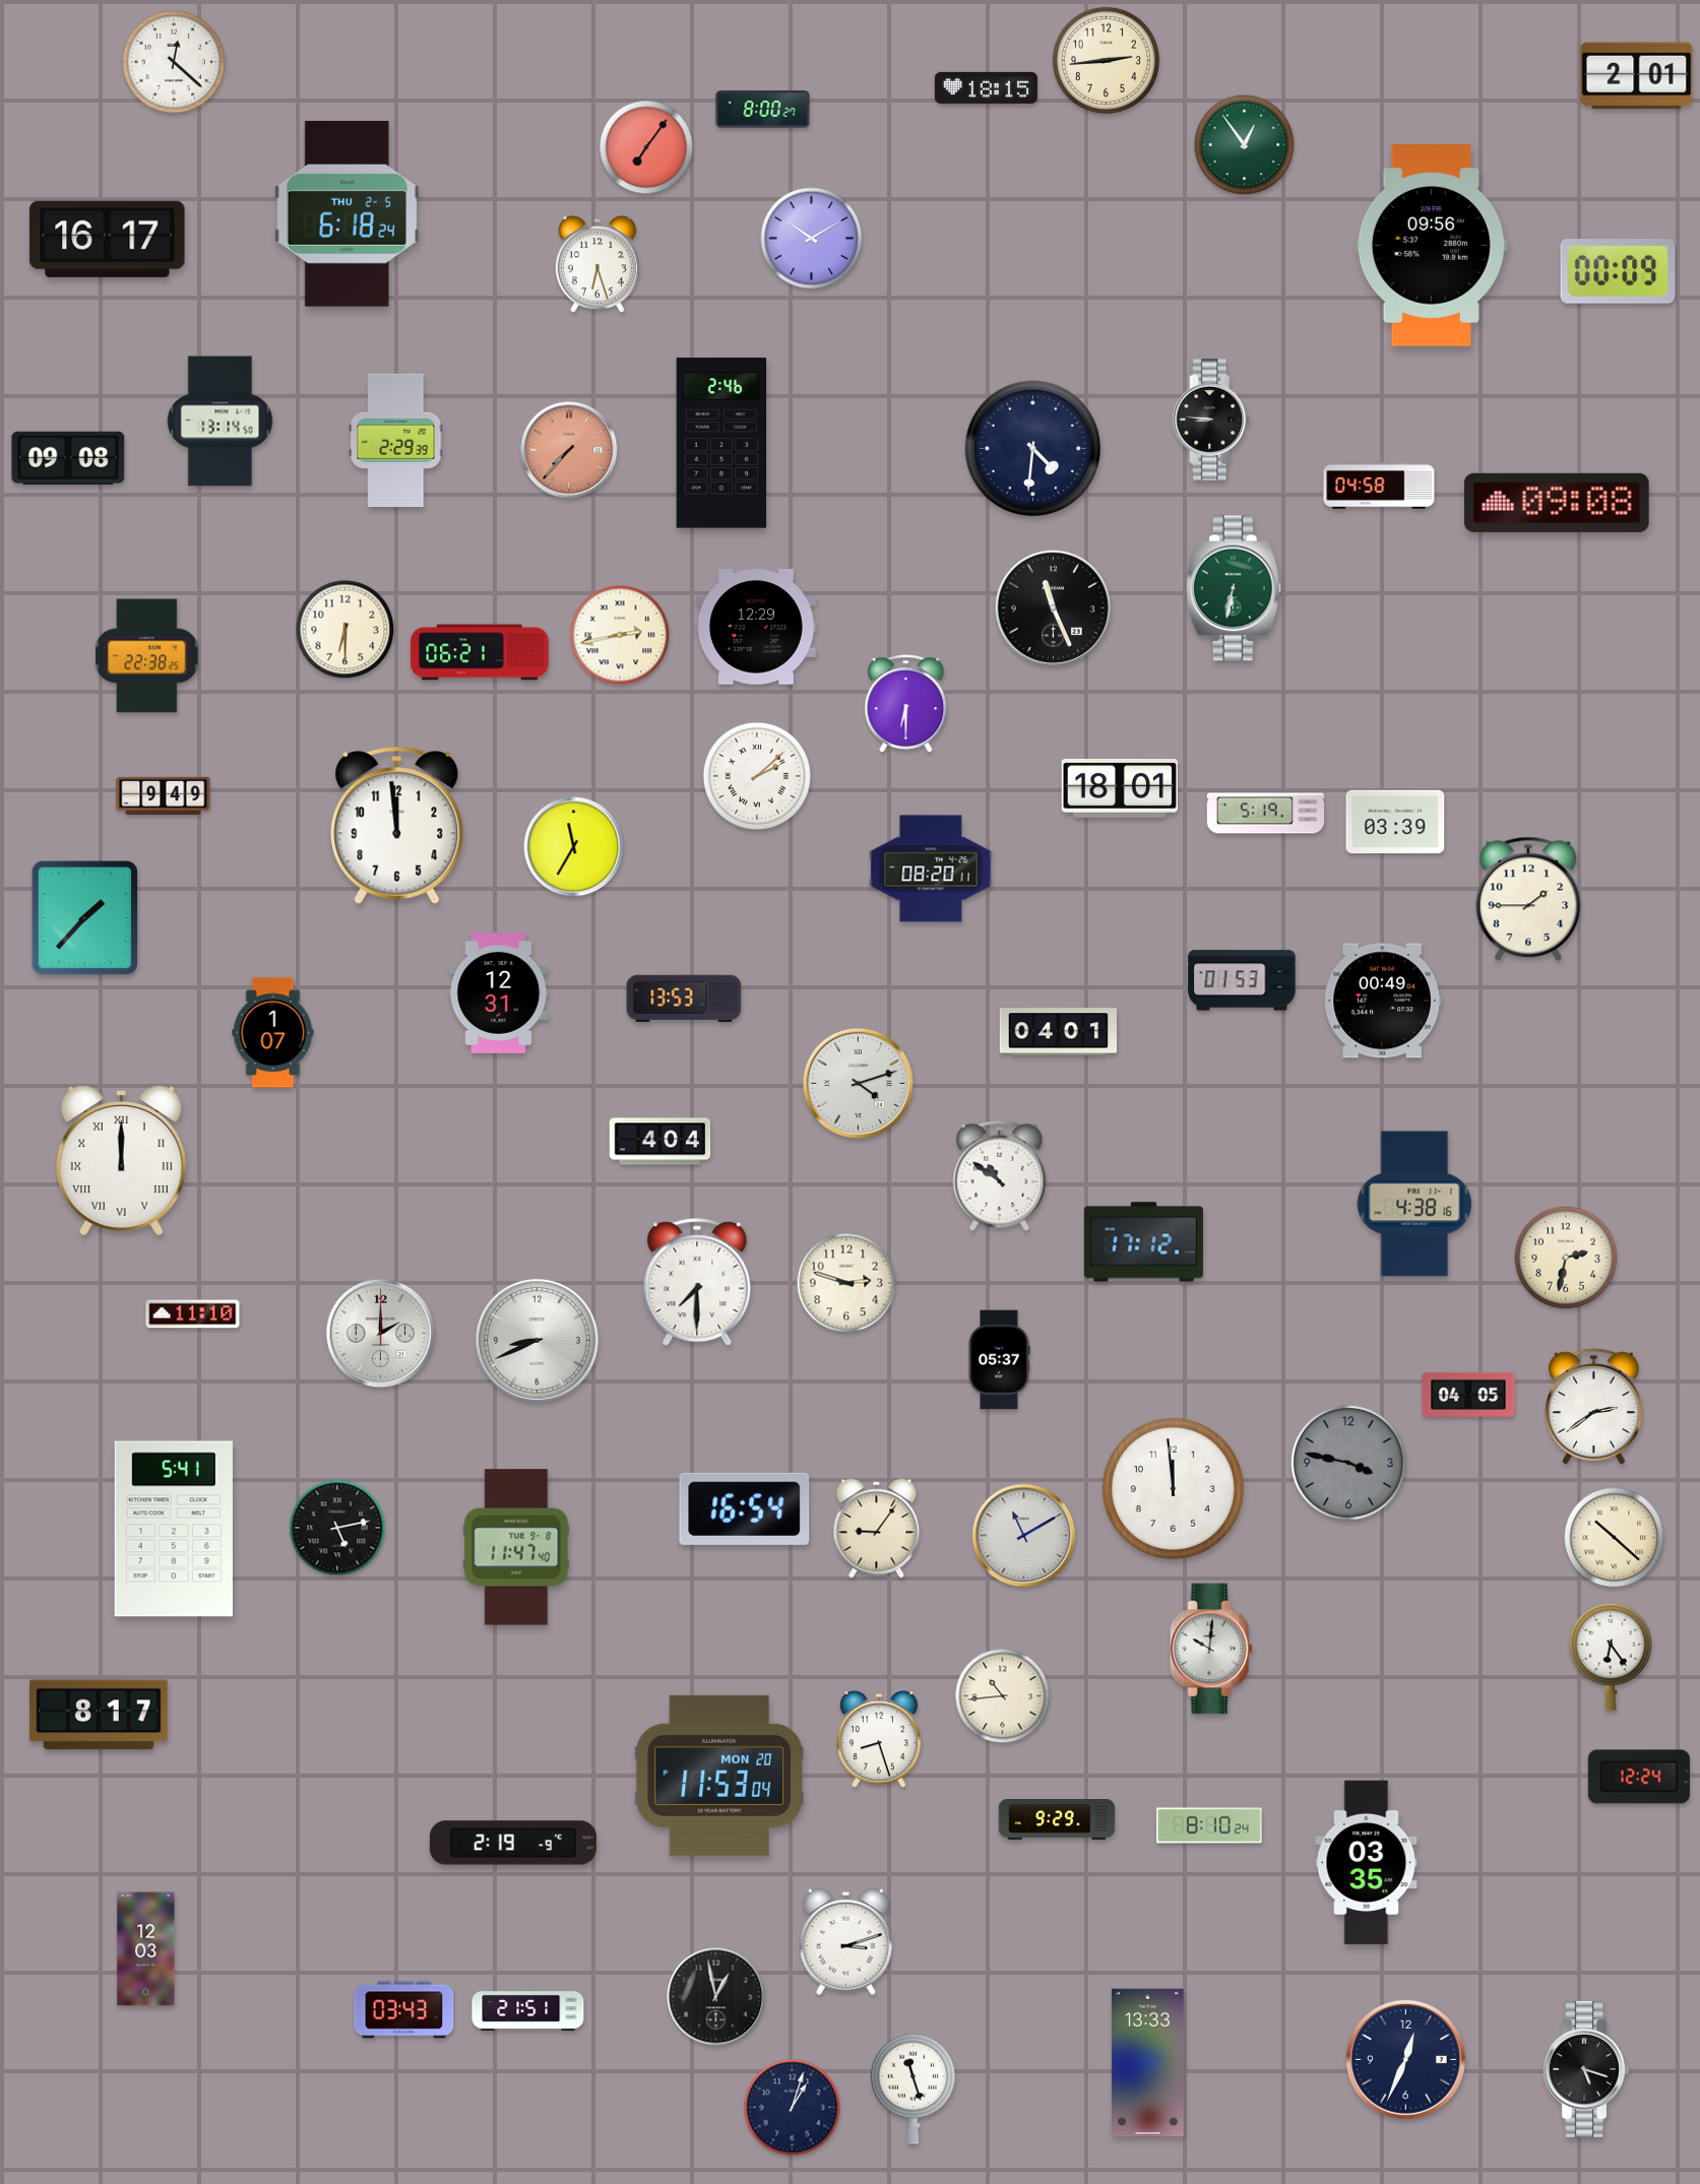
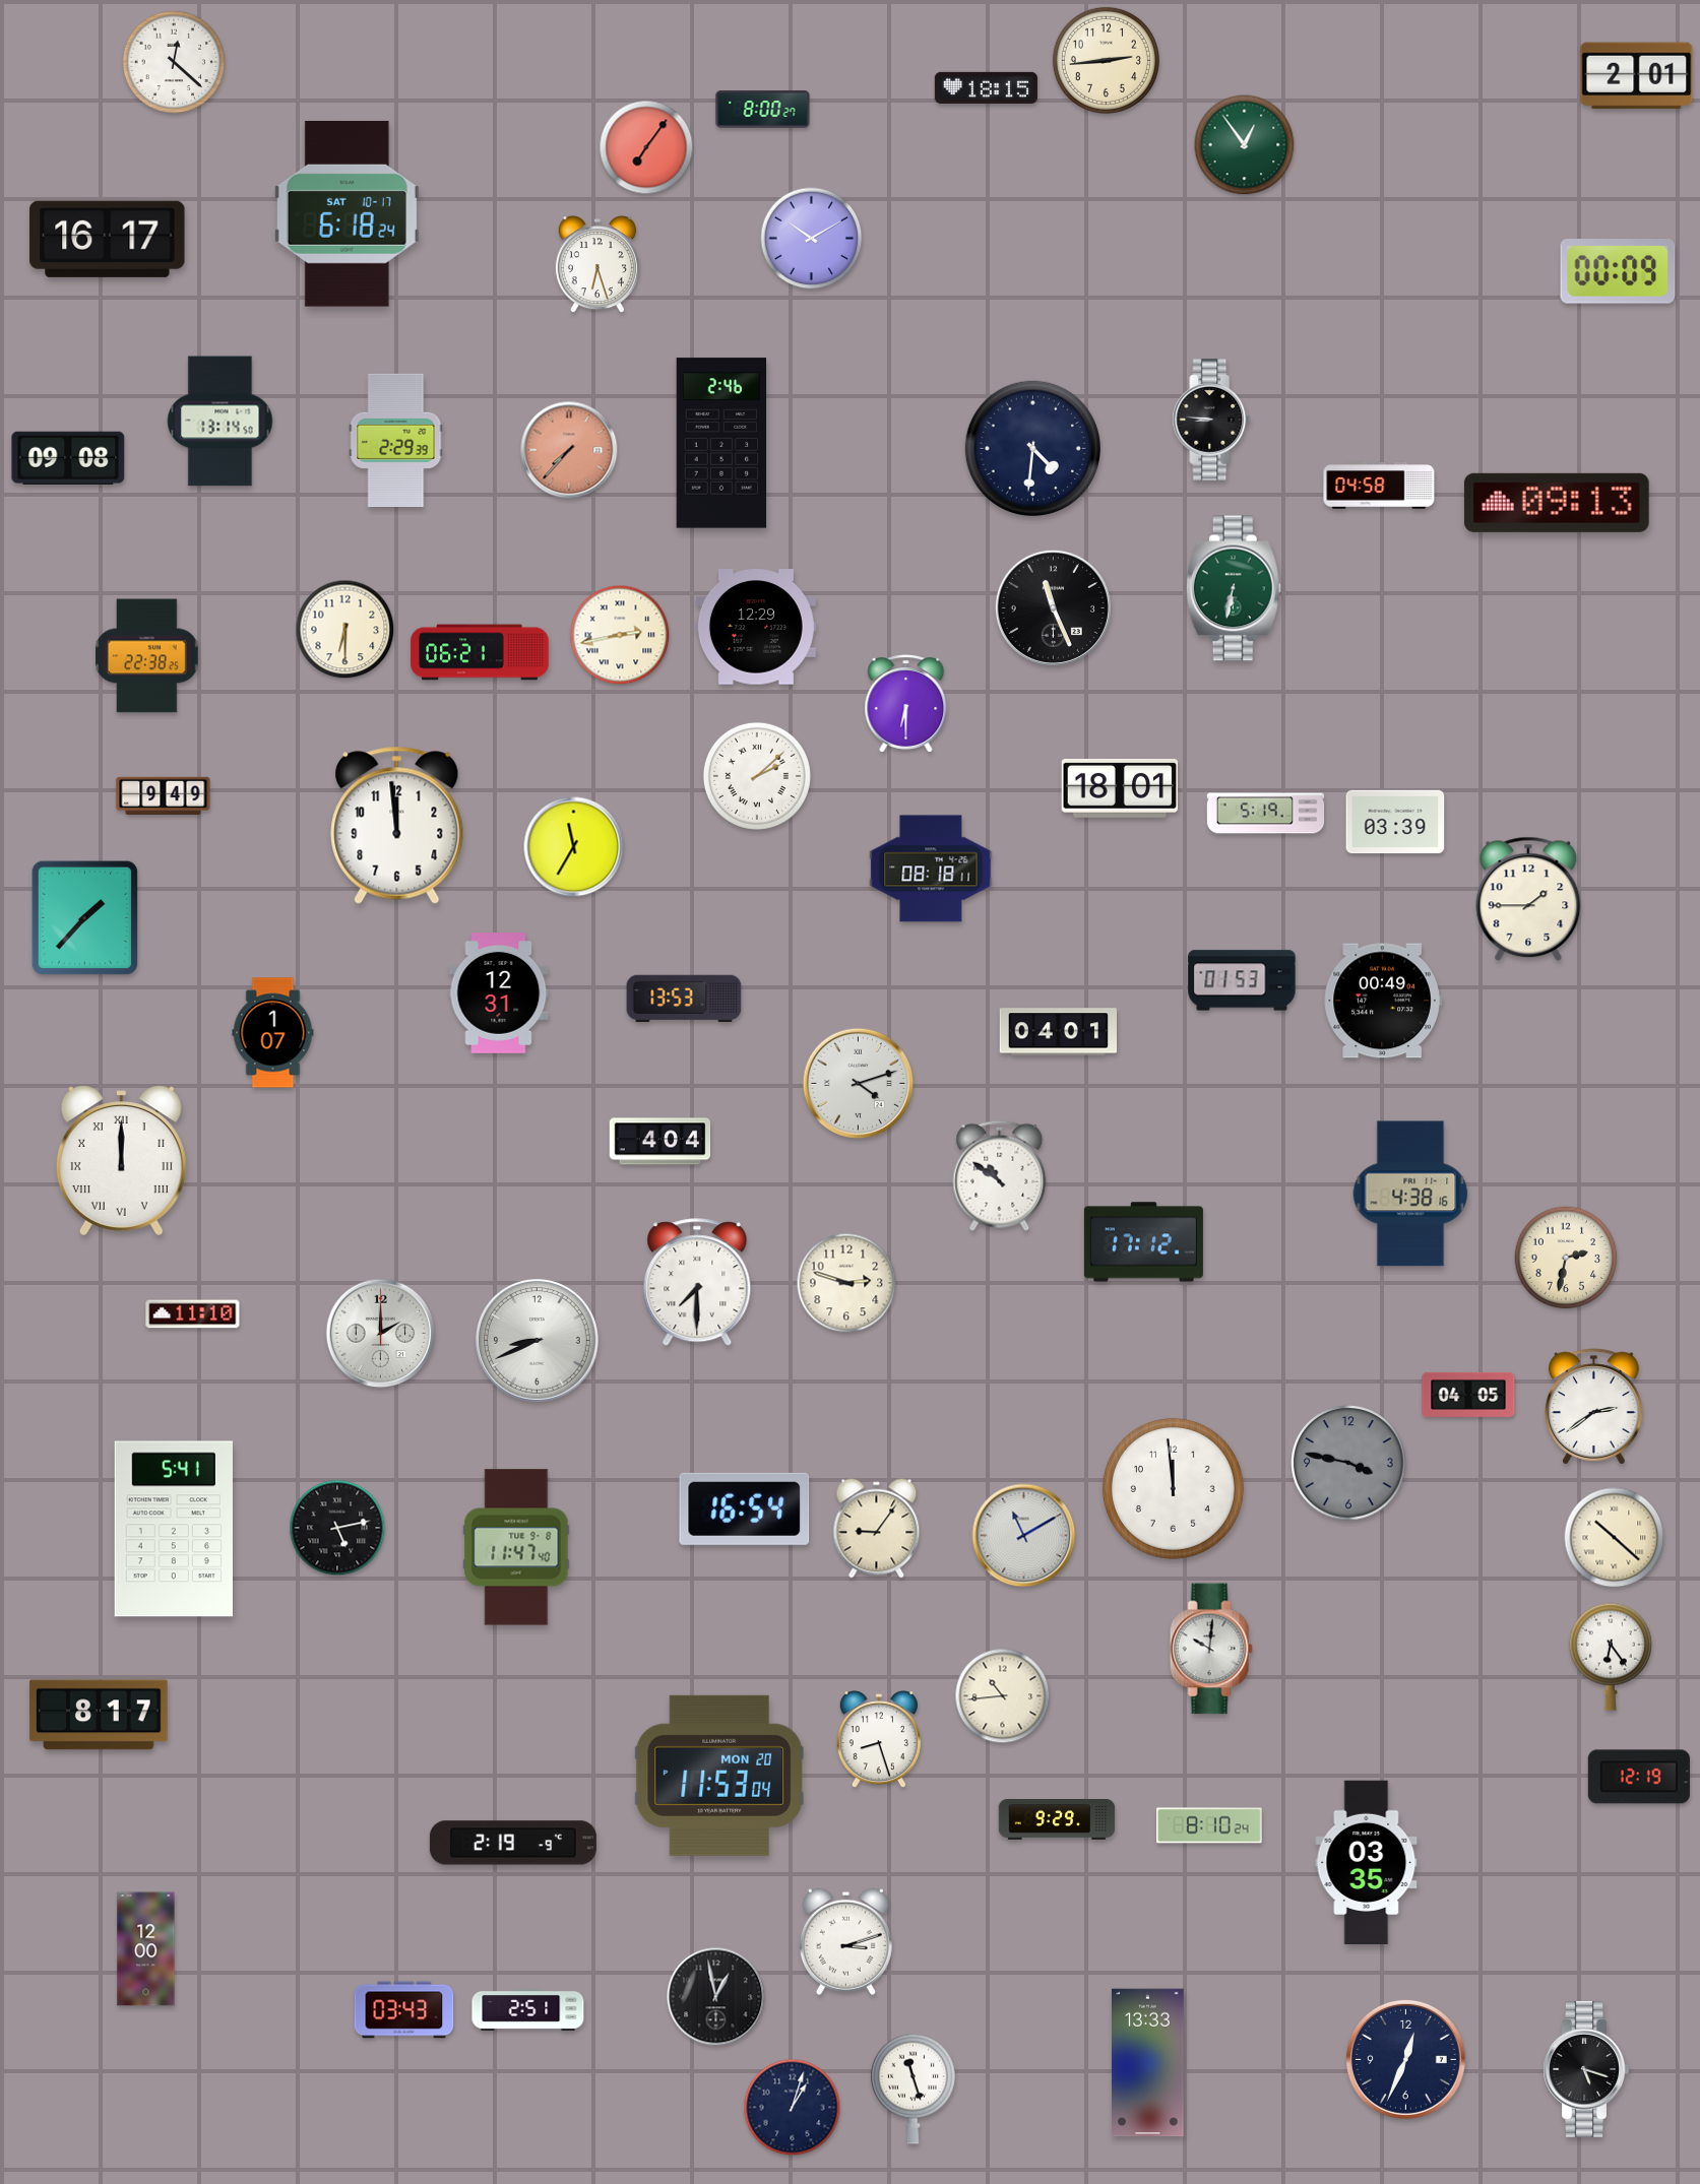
clock at (347, 214) date: THU 2-5 -> SAT 10-17
clock at (1431, 246): 09:56 -> none
clock at (1557, 503): 09:08 -> 09:13
clock at (931, 869): 08:20 -> 08:18
clock at (1414, 1204) position: (1414, 1204) -> (1410, 1194)
clock at (999, 1360): 05:37 -> none
clock at (1639, 1777): 12:24 -> 12:19
clock at (146, 1949): 12:03 -> 12:00
clock at (528, 2009): 21:51 -> 2:51
